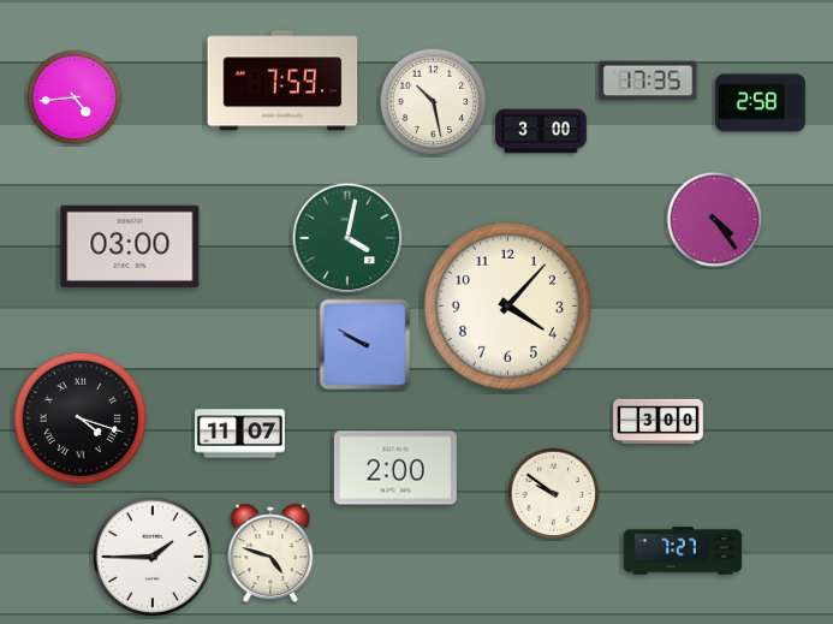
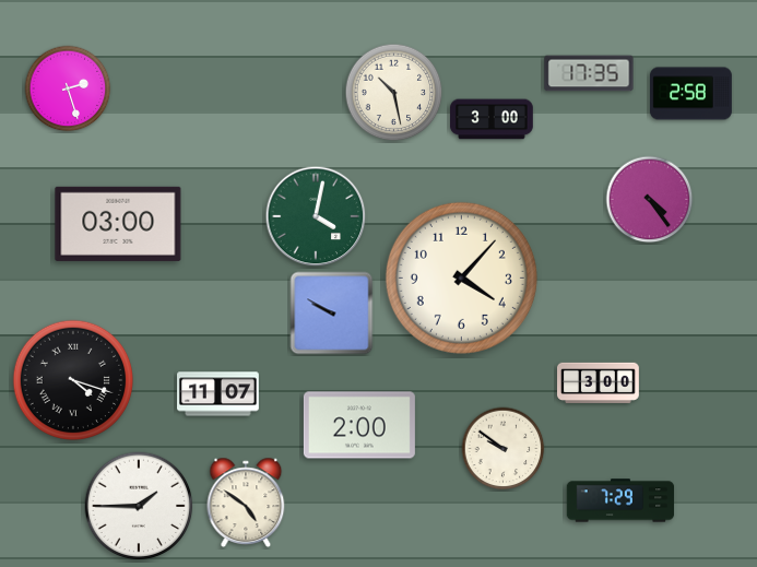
clock at (282, 81): 7:59 -> none
clock at (75, 97): 4:44 -> 2:27
clock at (683, 551): 7:27 -> 7:29
clock at (270, 552): 4:48 -> 4:51
